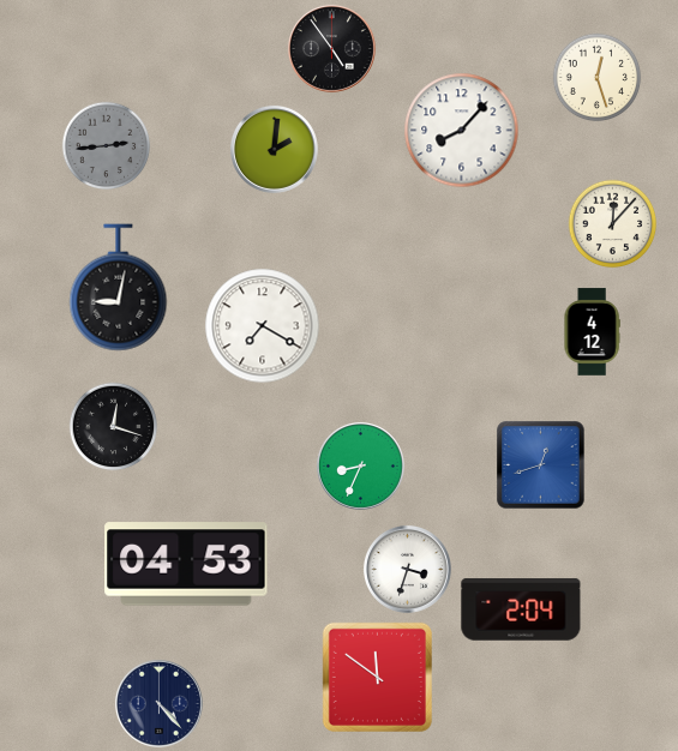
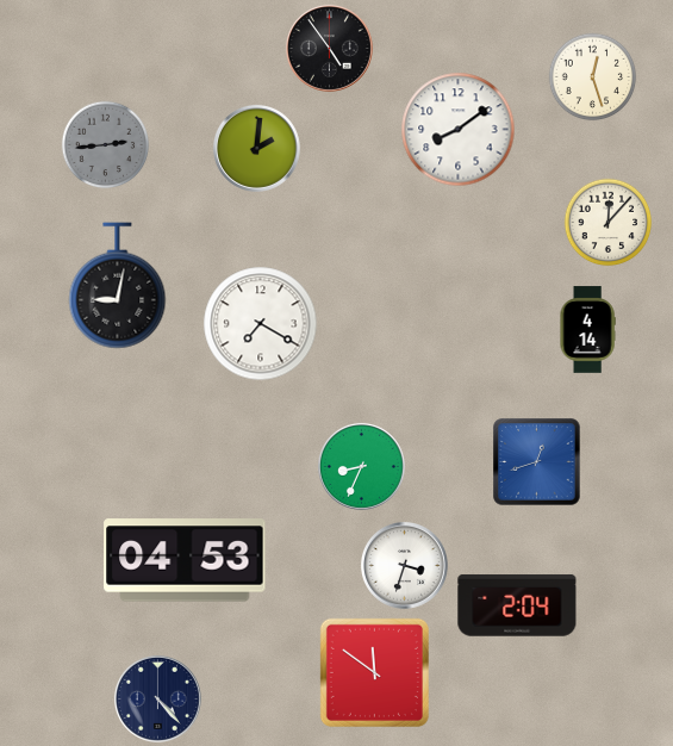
clock at (462, 131): 8:07 -> 8:09
clock at (274, 149) position: (274, 149) -> (256, 148)
clock at (592, 332): 4:12 -> 4:14
clock at (114, 427): 12:18 -> none
clock at (360, 465) position: (360, 465) -> (361, 466)
